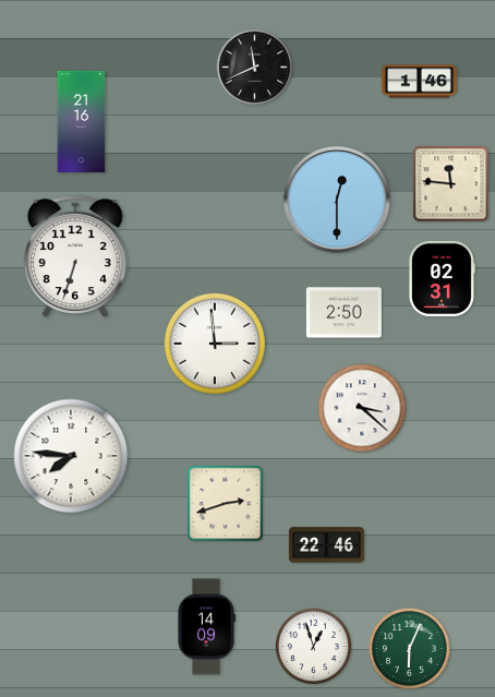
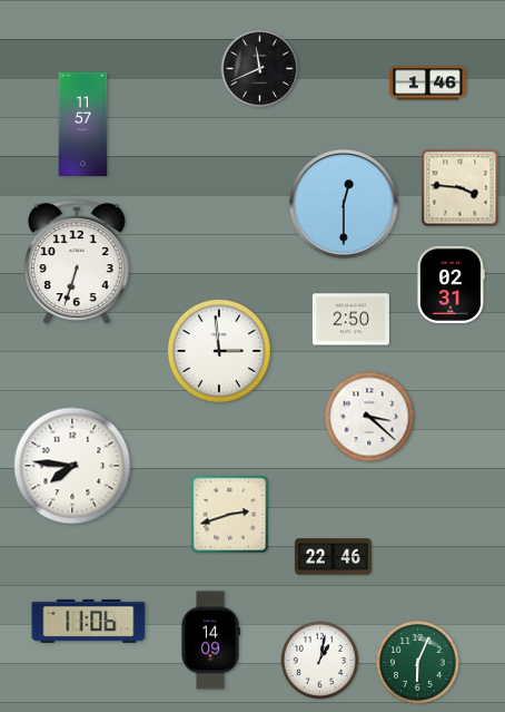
clock at (82, 121): 21:16 -> 11:57
clock at (451, 184): 11:46 -> 3:46
clock at (89, 621): none -> 11:06
clock at (314, 647): 12:57 -> 1:02
